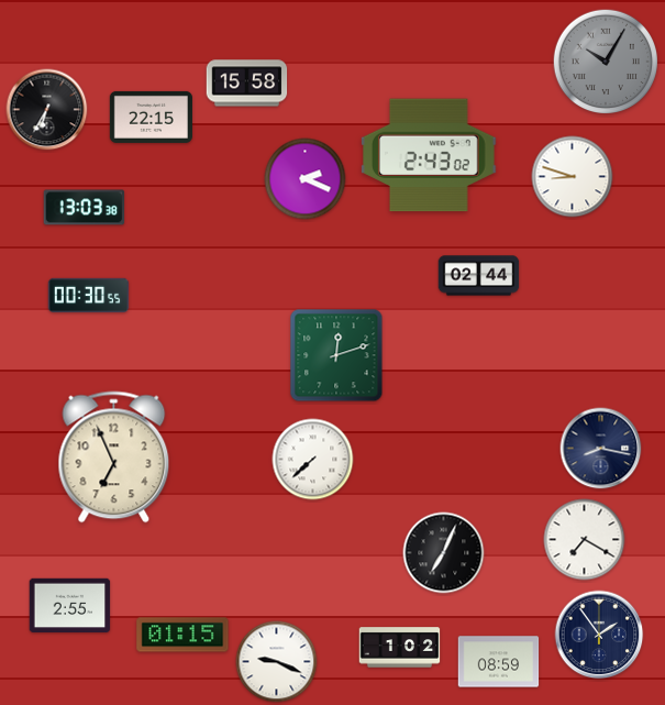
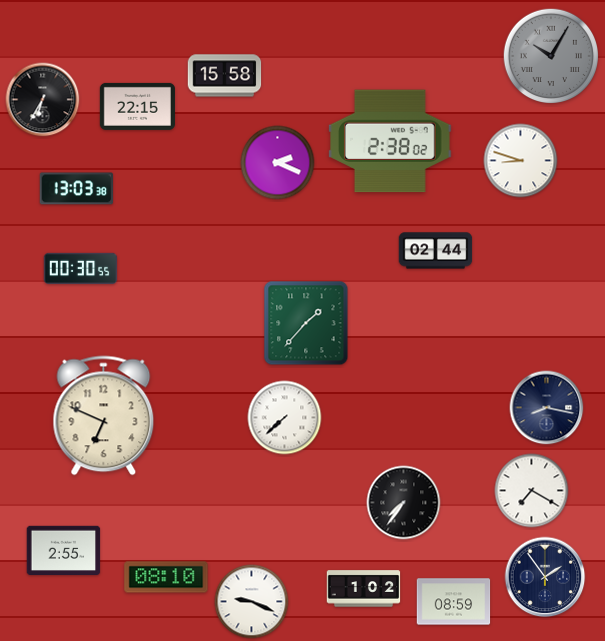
clock at (430, 155): 2:43 -> 2:38
clock at (336, 355): 12:12 -> 1:37
clock at (114, 458): 6:56 -> 6:49
clock at (444, 553): 7:04 -> 7:36
clock at (182, 635): 01:15 -> 08:10
